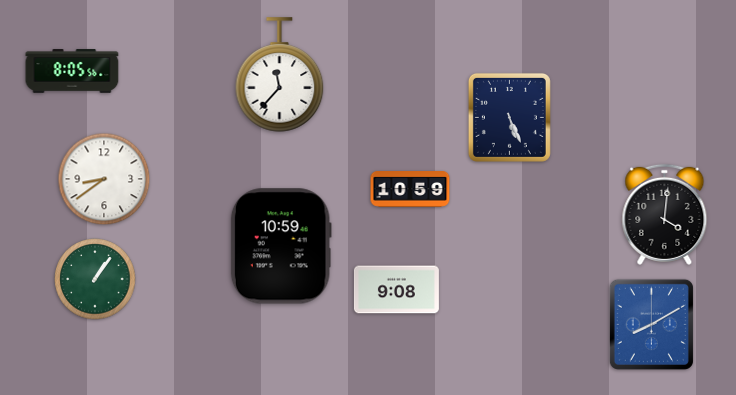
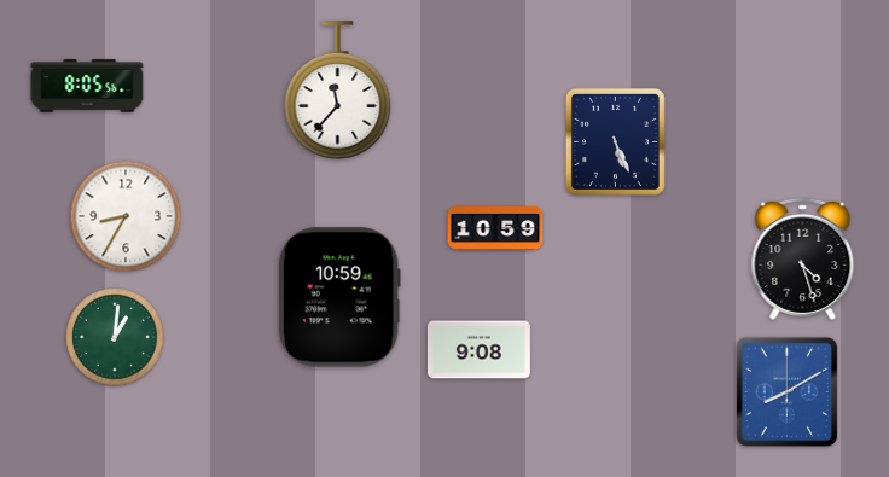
clock at (104, 179): 8:39 -> 8:35
clock at (665, 214): 4:01 -> 4:27
clock at (95, 279): 1:06 -> 1:01
